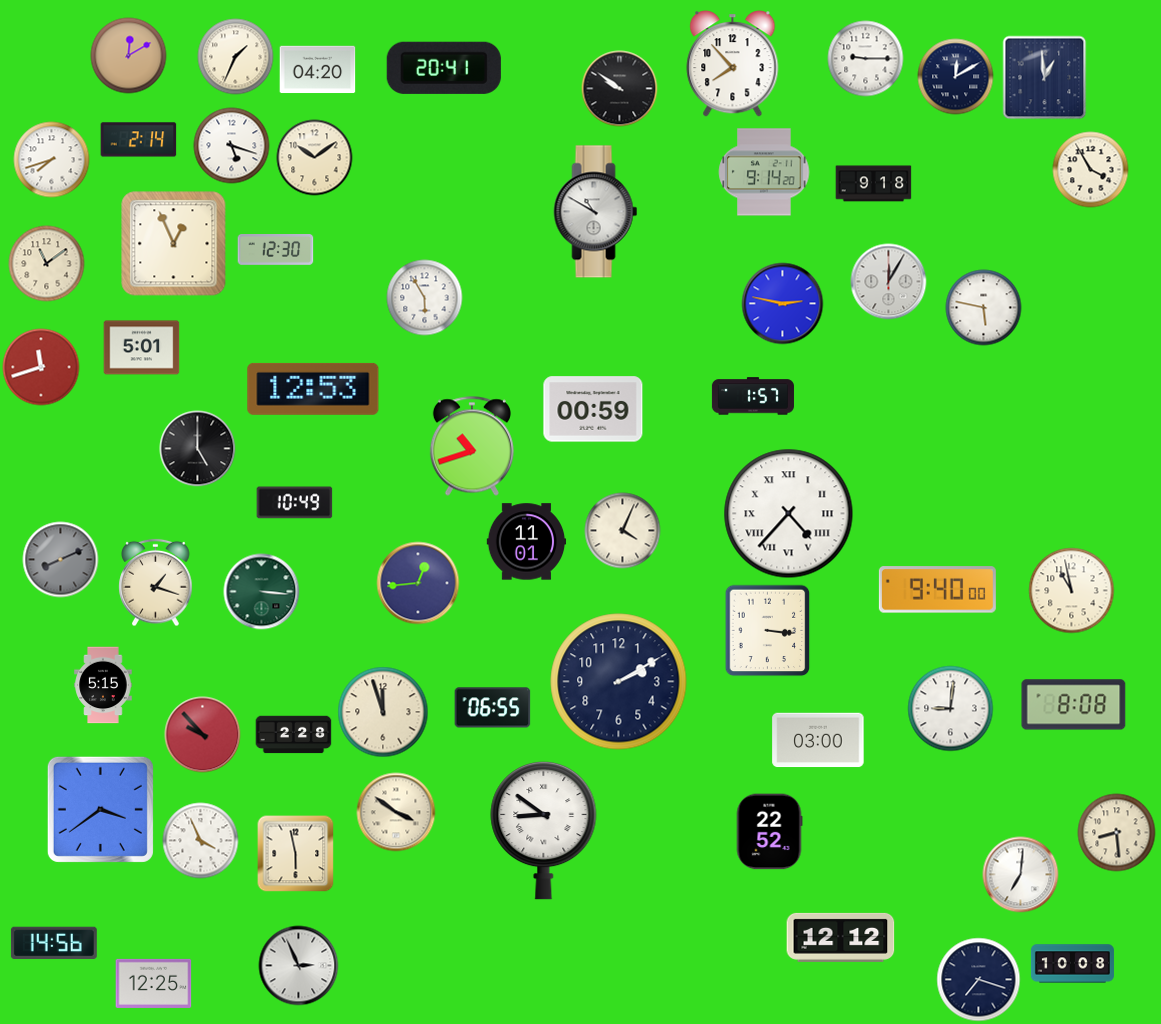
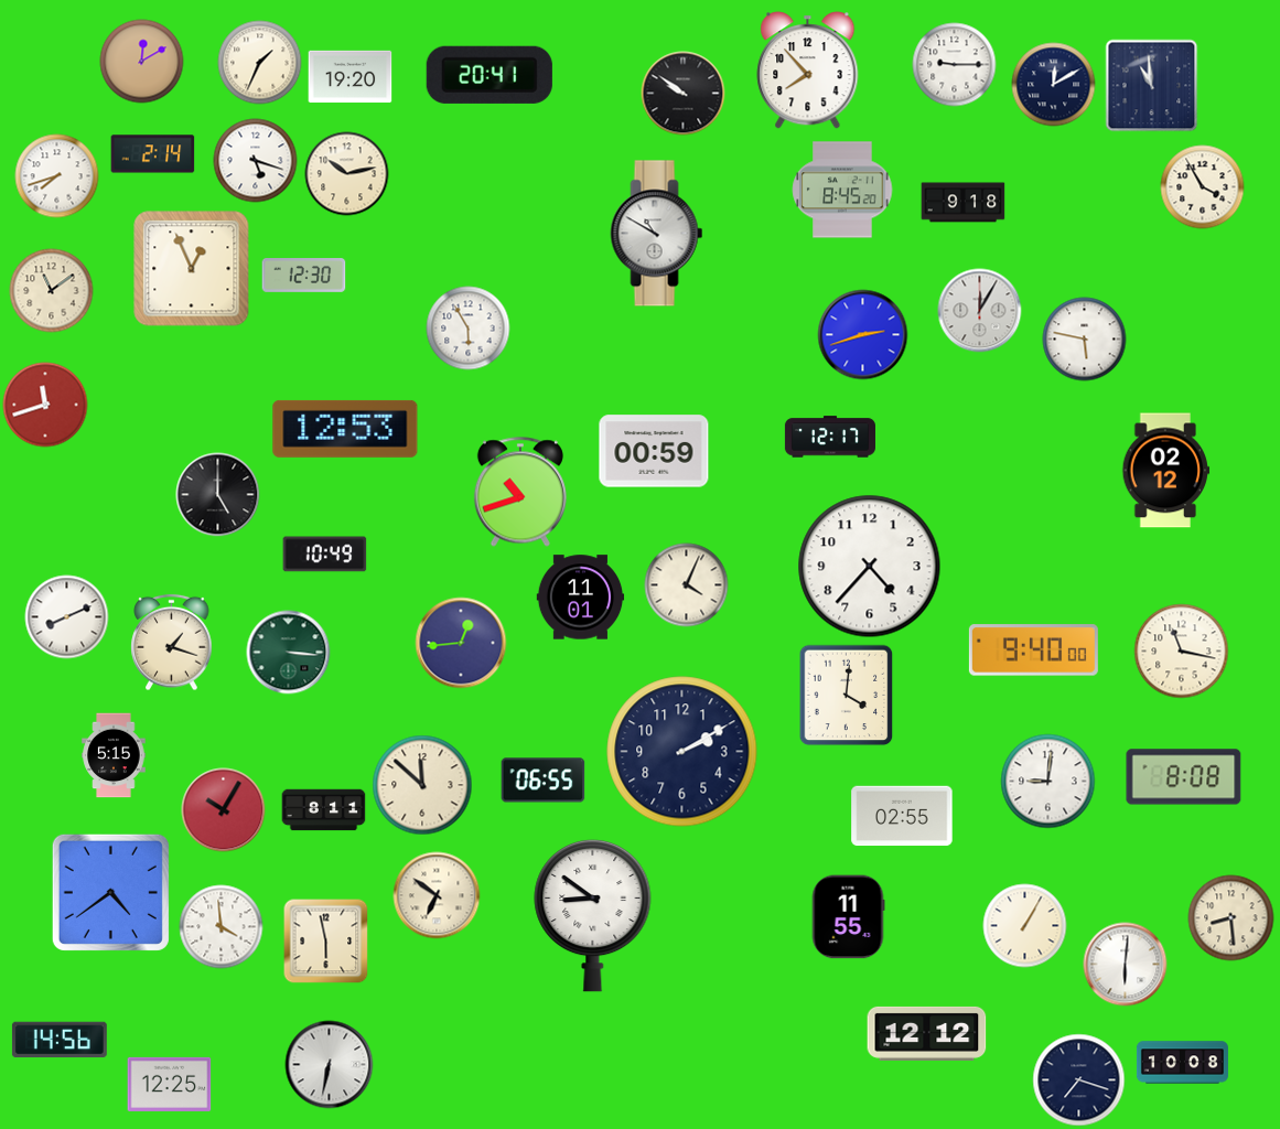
clock at (318, 70): 04:20 -> 19:20
clock at (1045, 78): 12:59 -> 10:59
clock at (620, 89) position: (620, 89) -> (684, 94)
clock at (315, 158): 10:09 -> 10:13
clock at (764, 172): 9:14 -> 8:45
clock at (783, 304): 2:47 -> 2:42
clock at (142, 348): 5:01 -> none
clock at (753, 396): 1:57 -> 12:17
clock at (1166, 471): none -> 02:12
clock at (789, 514) numerals: Roman -> Arabic
clock at (61, 560) dial: grey -> white
clock at (1072, 591): 10:58 -> 11:17
clock at (768, 631): 3:16 -> 4:01
clock at (383, 712): 11:57 -> 11:52
clock at (203, 735): 9:53 -> 10:05
clock at (294, 735): 2:28 -> 8:11
clock at (818, 740): 03:00 -> 02:55
clock at (100, 809): 3:39 -> 4:39
clock at (396, 812): 3:51 -> 6:51
clock at (544, 830) position: (544, 830) -> (593, 915)
clock at (769, 832): 22:52 -> 11:55
clock at (1025, 926): none -> 1:05
clock at (201, 841): 3:56 -> 3:59
clock at (1021, 875): 7:01 -> 6:01
clock at (299, 966): 2:56 -> 6:32
